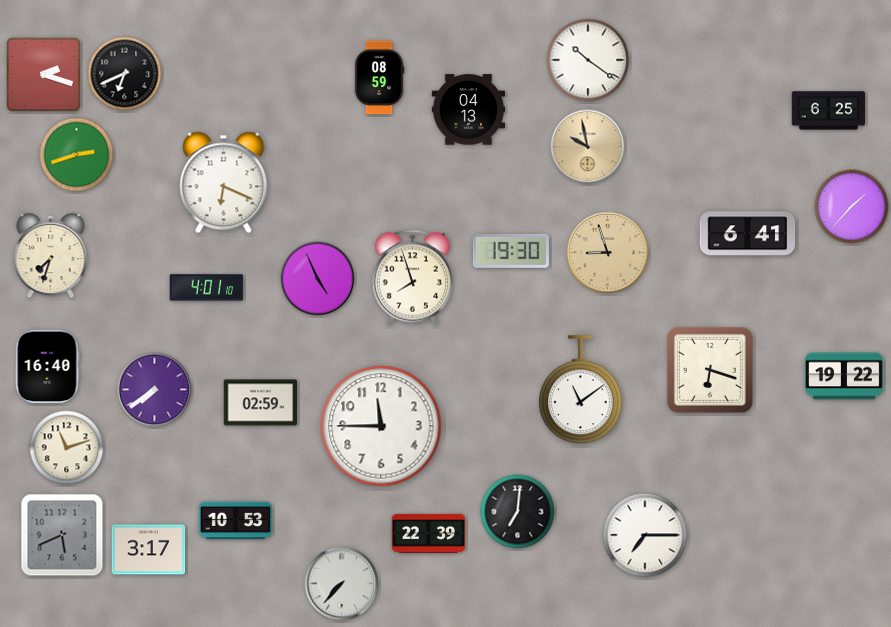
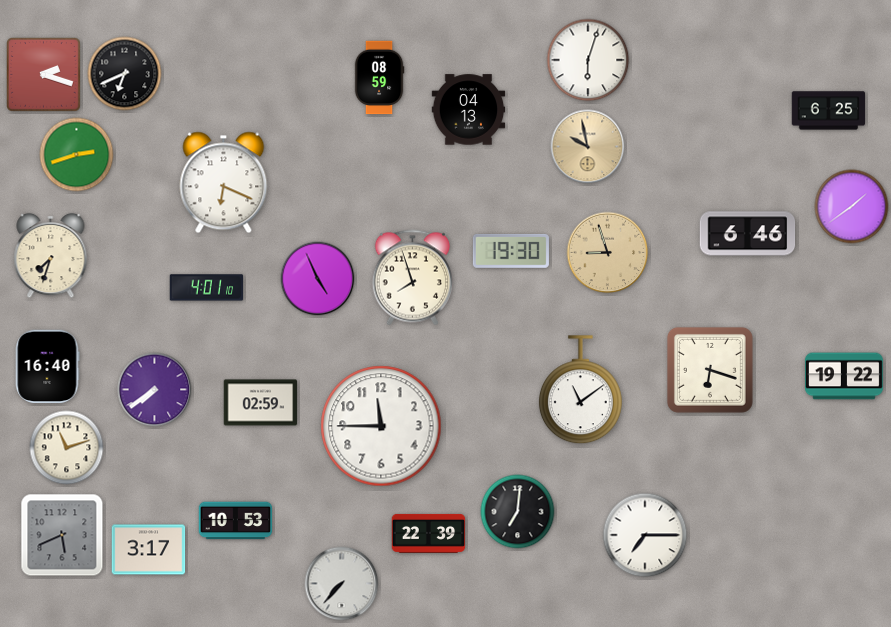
clock at (588, 60): 10:21 -> 6:03
clock at (852, 207): 1:37 -> 1:39
clock at (748, 234): 6:41 -> 6:46
